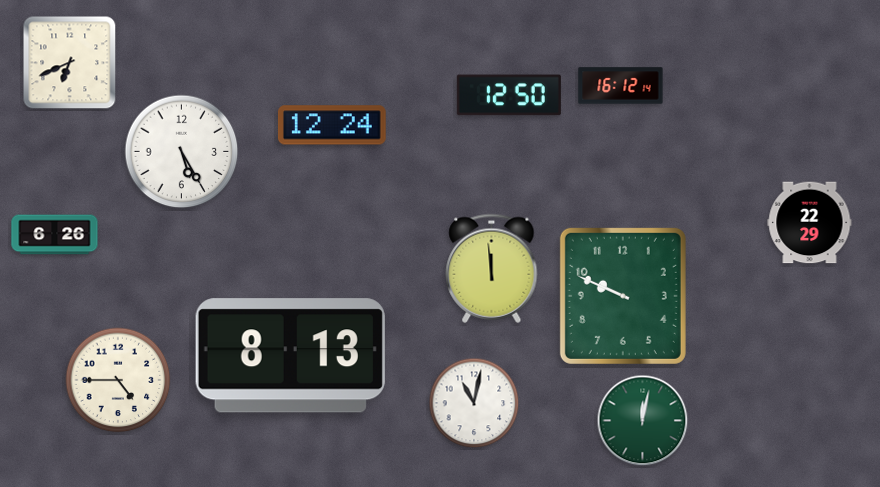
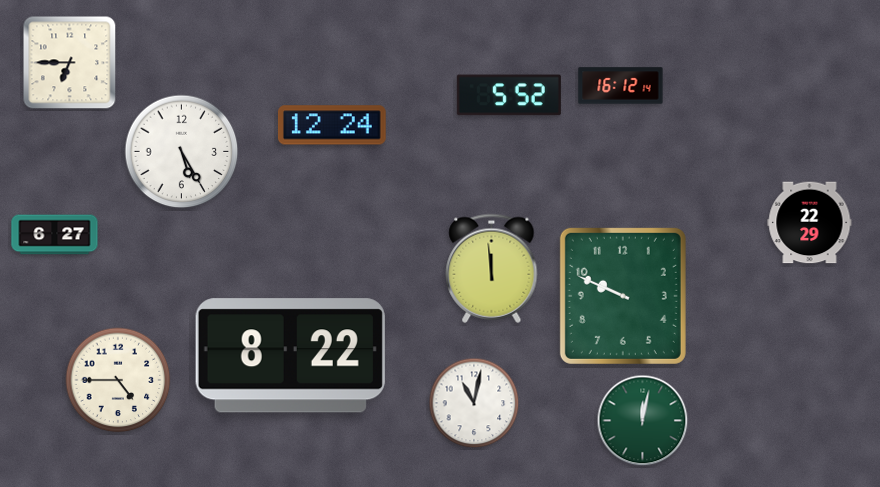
clock at (70, 63): 6:41 -> 6:45
clock at (509, 95): 12:50 -> 5:52
clock at (55, 235): 6:26 -> 6:27
clock at (290, 356): 8:13 -> 8:22
